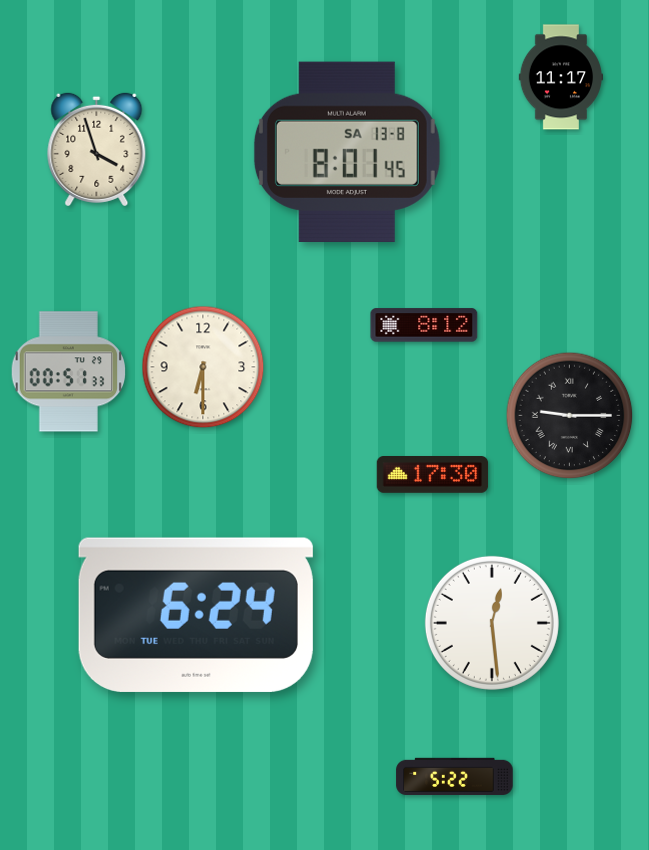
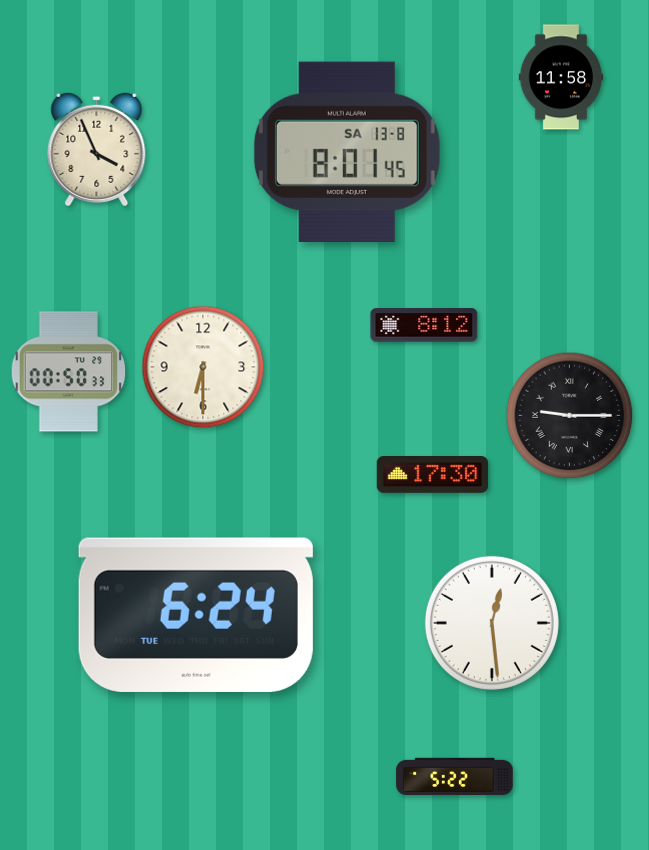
clock at (561, 77): 11:17 -> 11:58
clock at (97, 149): 3:57 -> 3:56
clock at (69, 372): 00:51 -> 00:50
